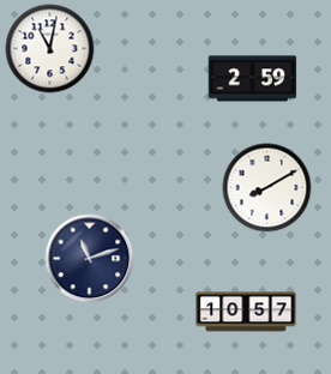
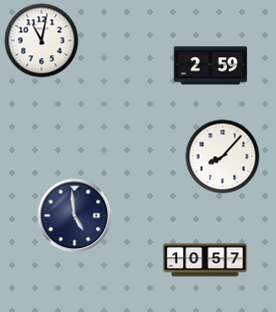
clock at (267, 188): 8:10 -> 8:07
clock at (90, 259): 11:12 -> 4:59
